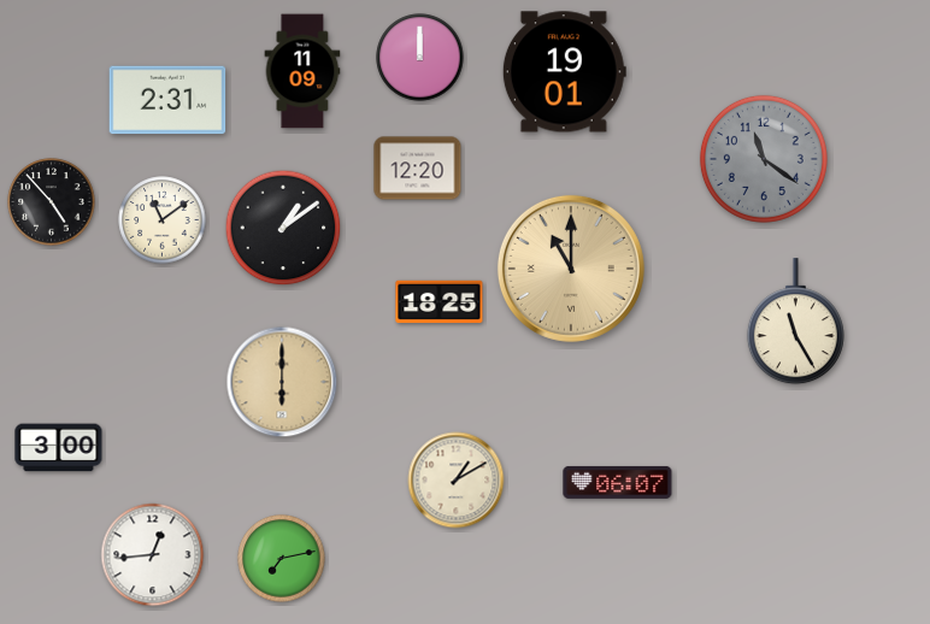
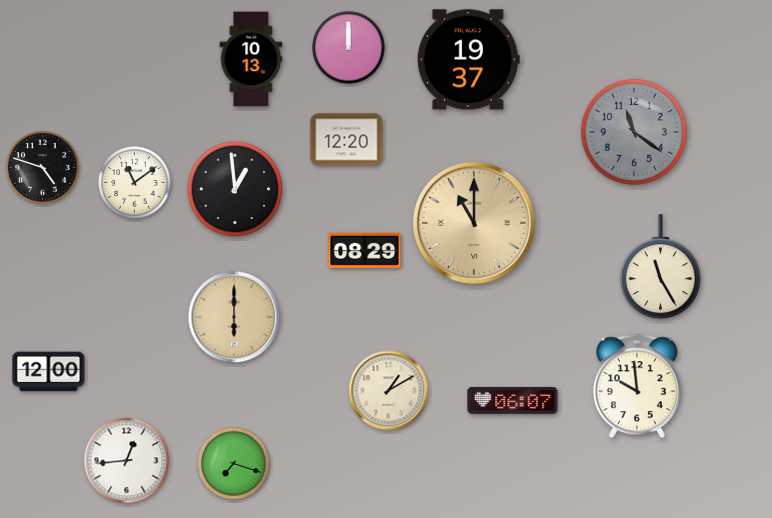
clock at (302, 71): 11:09 -> 10:13
clock at (564, 72): 19:01 -> 19:37
clock at (167, 100): 2:31 -> none
clock at (52, 202): 4:53 -> 4:48
clock at (283, 228): 1:09 -> 12:59
clock at (440, 301): 18:25 -> 08:29
clock at (59, 448): 3:00 -> 12:00
clock at (637, 386): none -> 9:59
clock at (457, 481) position: (457, 481) -> (389, 391)
clock at (282, 559): 7:13 -> 7:18
